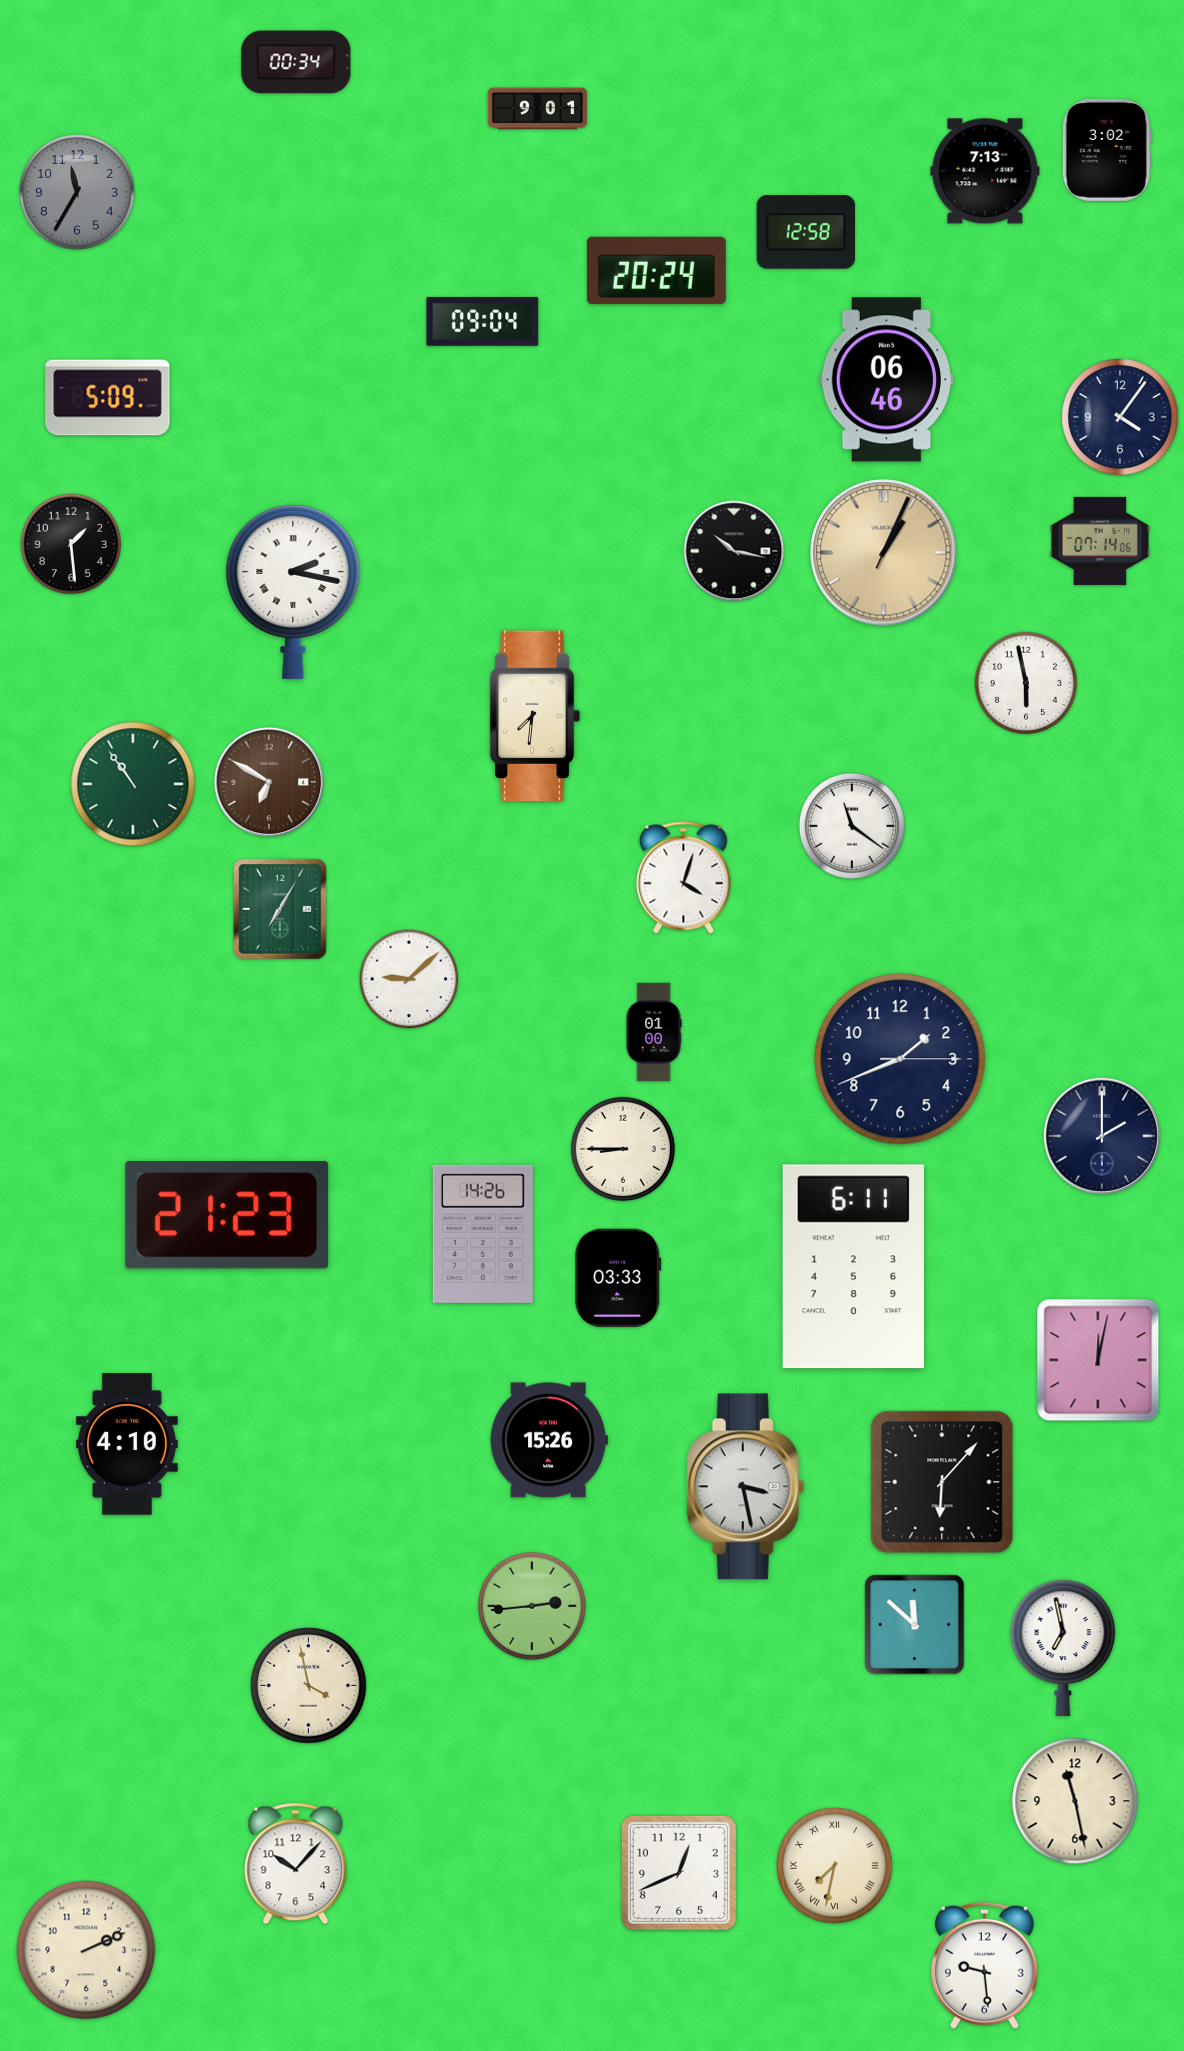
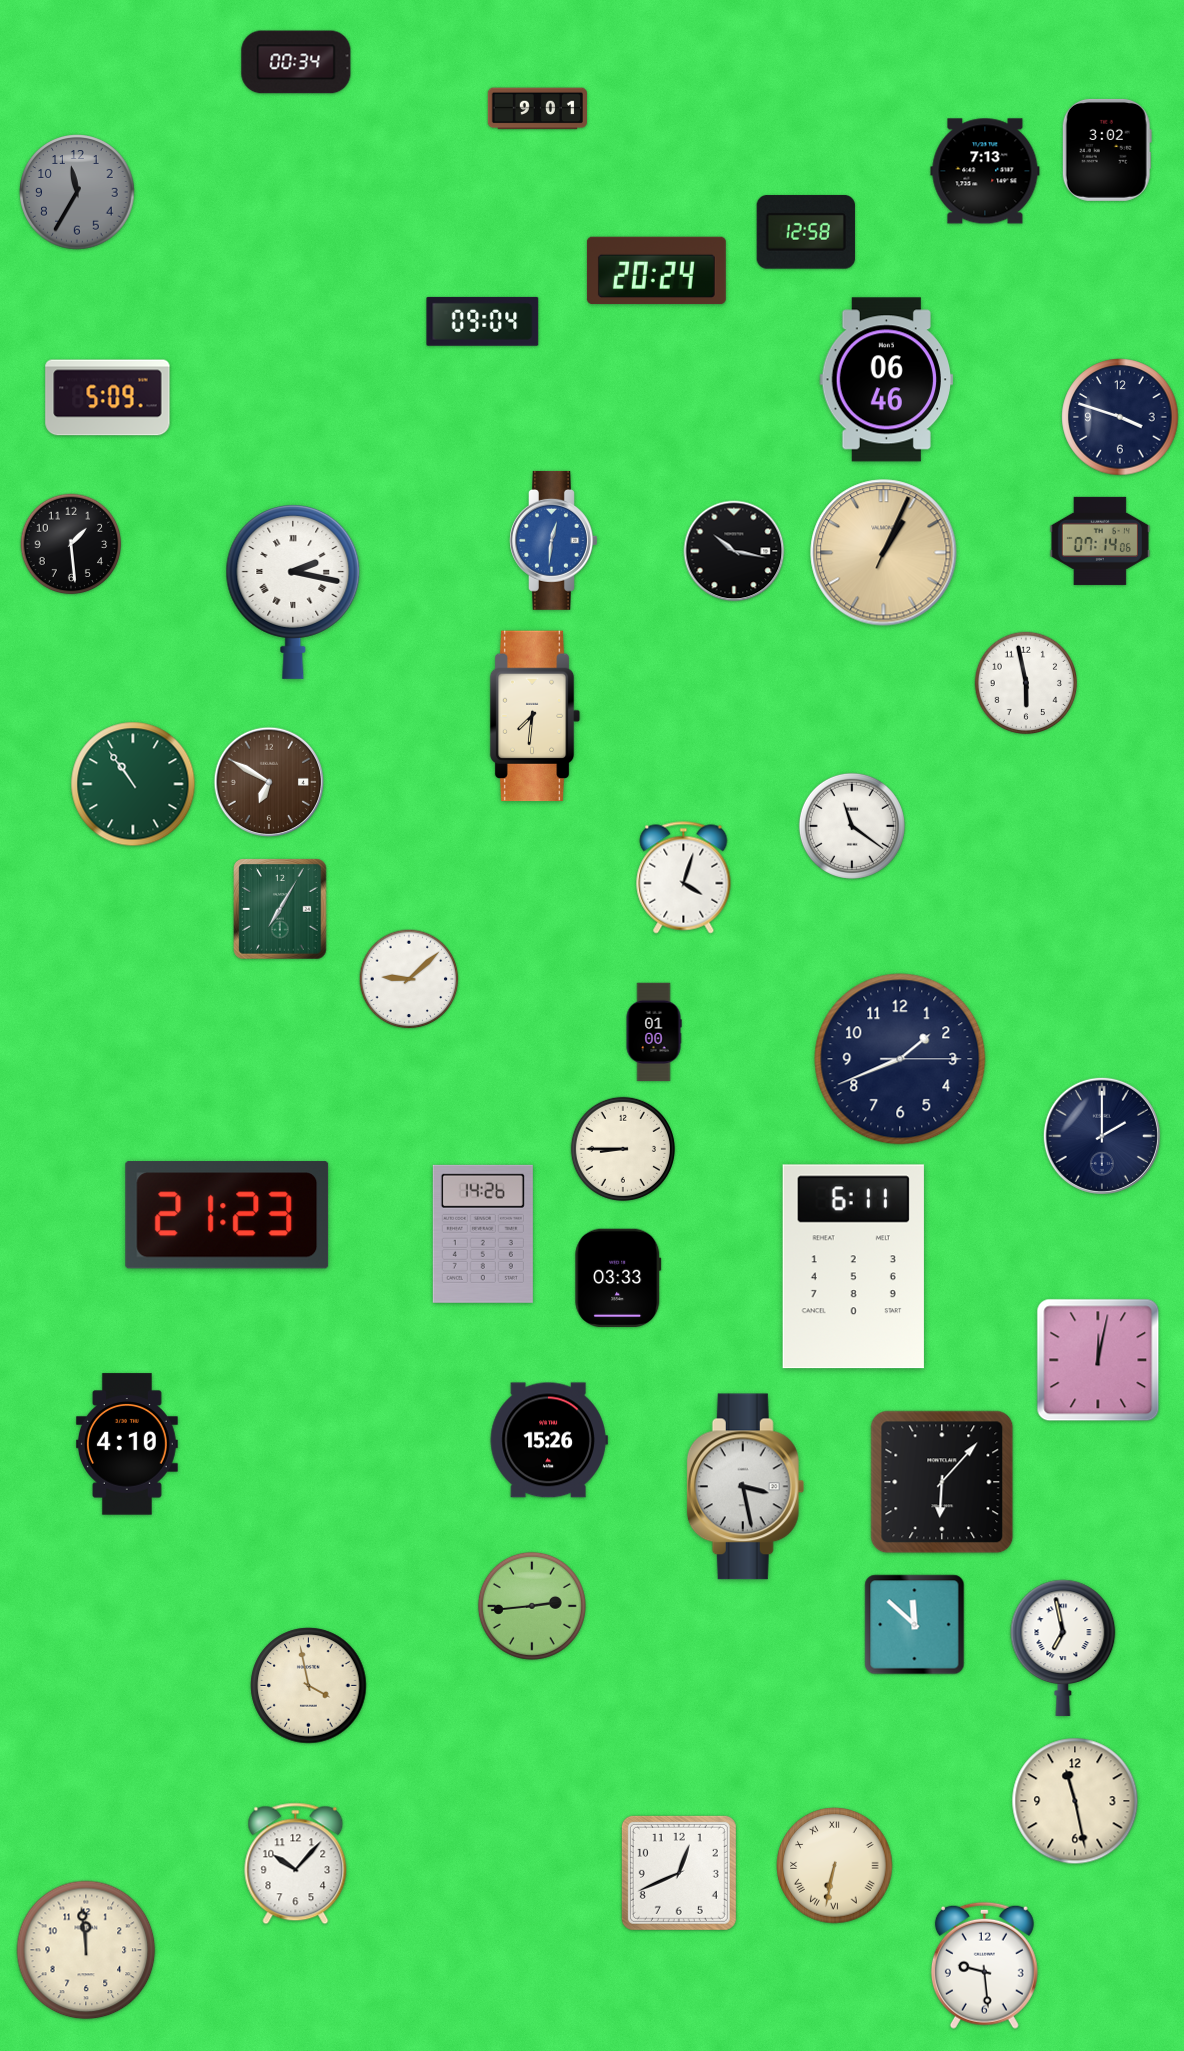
clock at (1120, 417): 4:06 -> 3:48
clock at (554, 540): none -> 12:31
clock at (835, 1866): 7:32 -> 6:32
clock at (86, 1950): 2:11 -> 11:59
